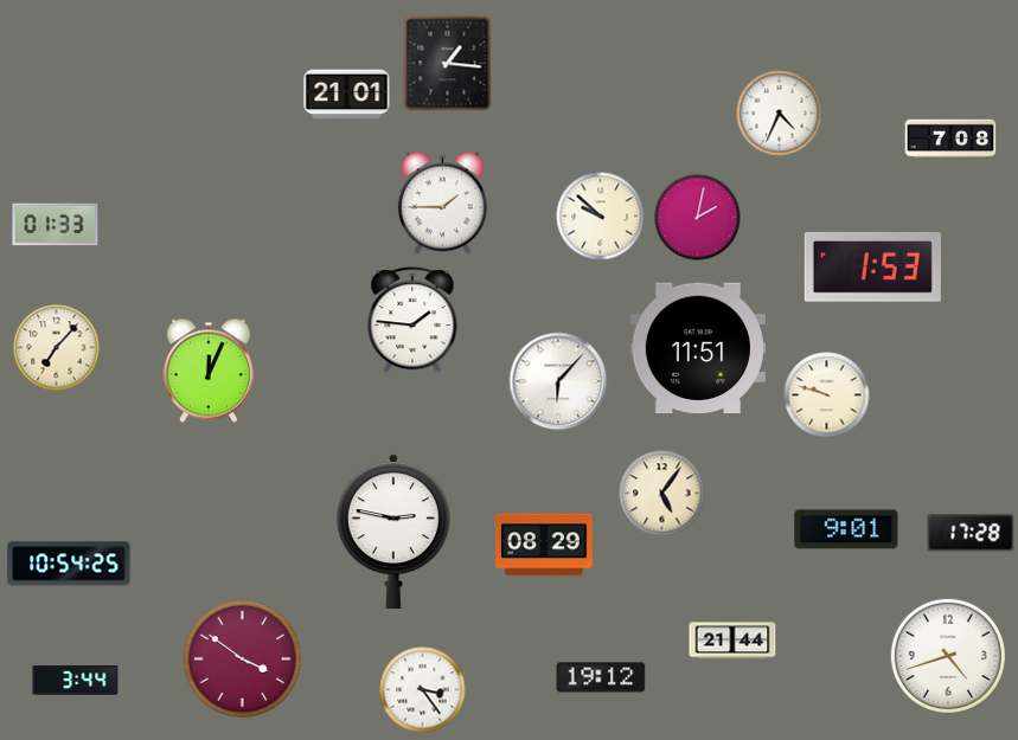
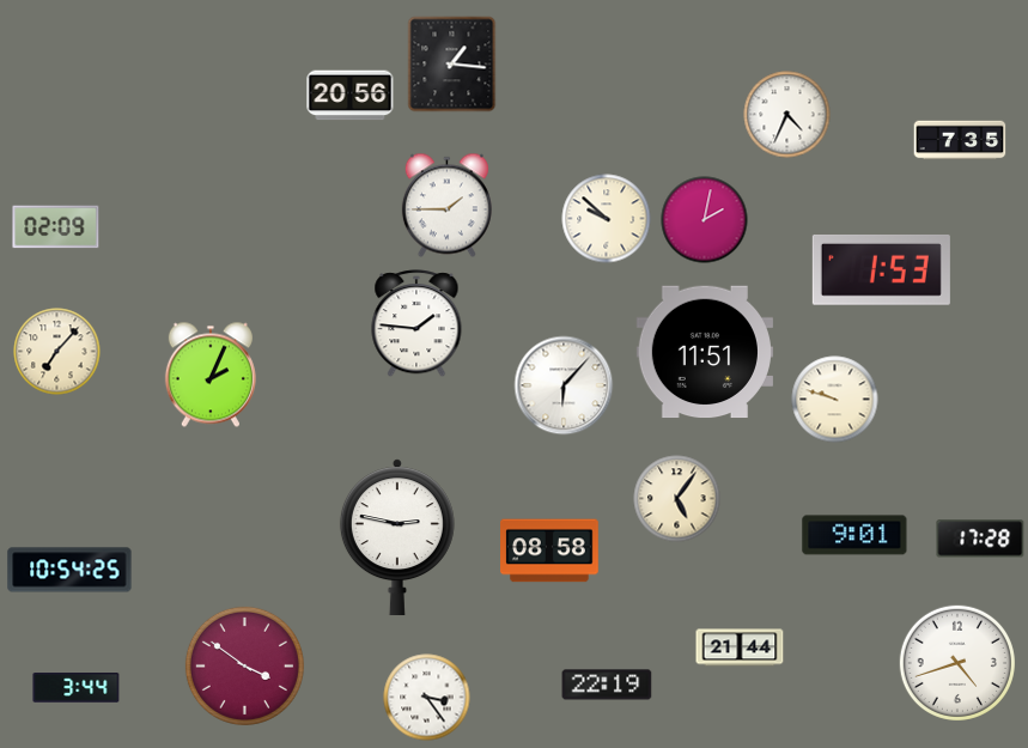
clock at (347, 95): 21:01 -> 20:56
clock at (950, 139): 7:08 -> 7:35
clock at (56, 225): 01:33 -> 02:09
clock at (209, 371): 12:04 -> 2:04
clock at (662, 494) position: (662, 494) -> (677, 499)
clock at (545, 545): 08:29 -> 08:58
clock at (601, 677): 19:12 -> 22:19
